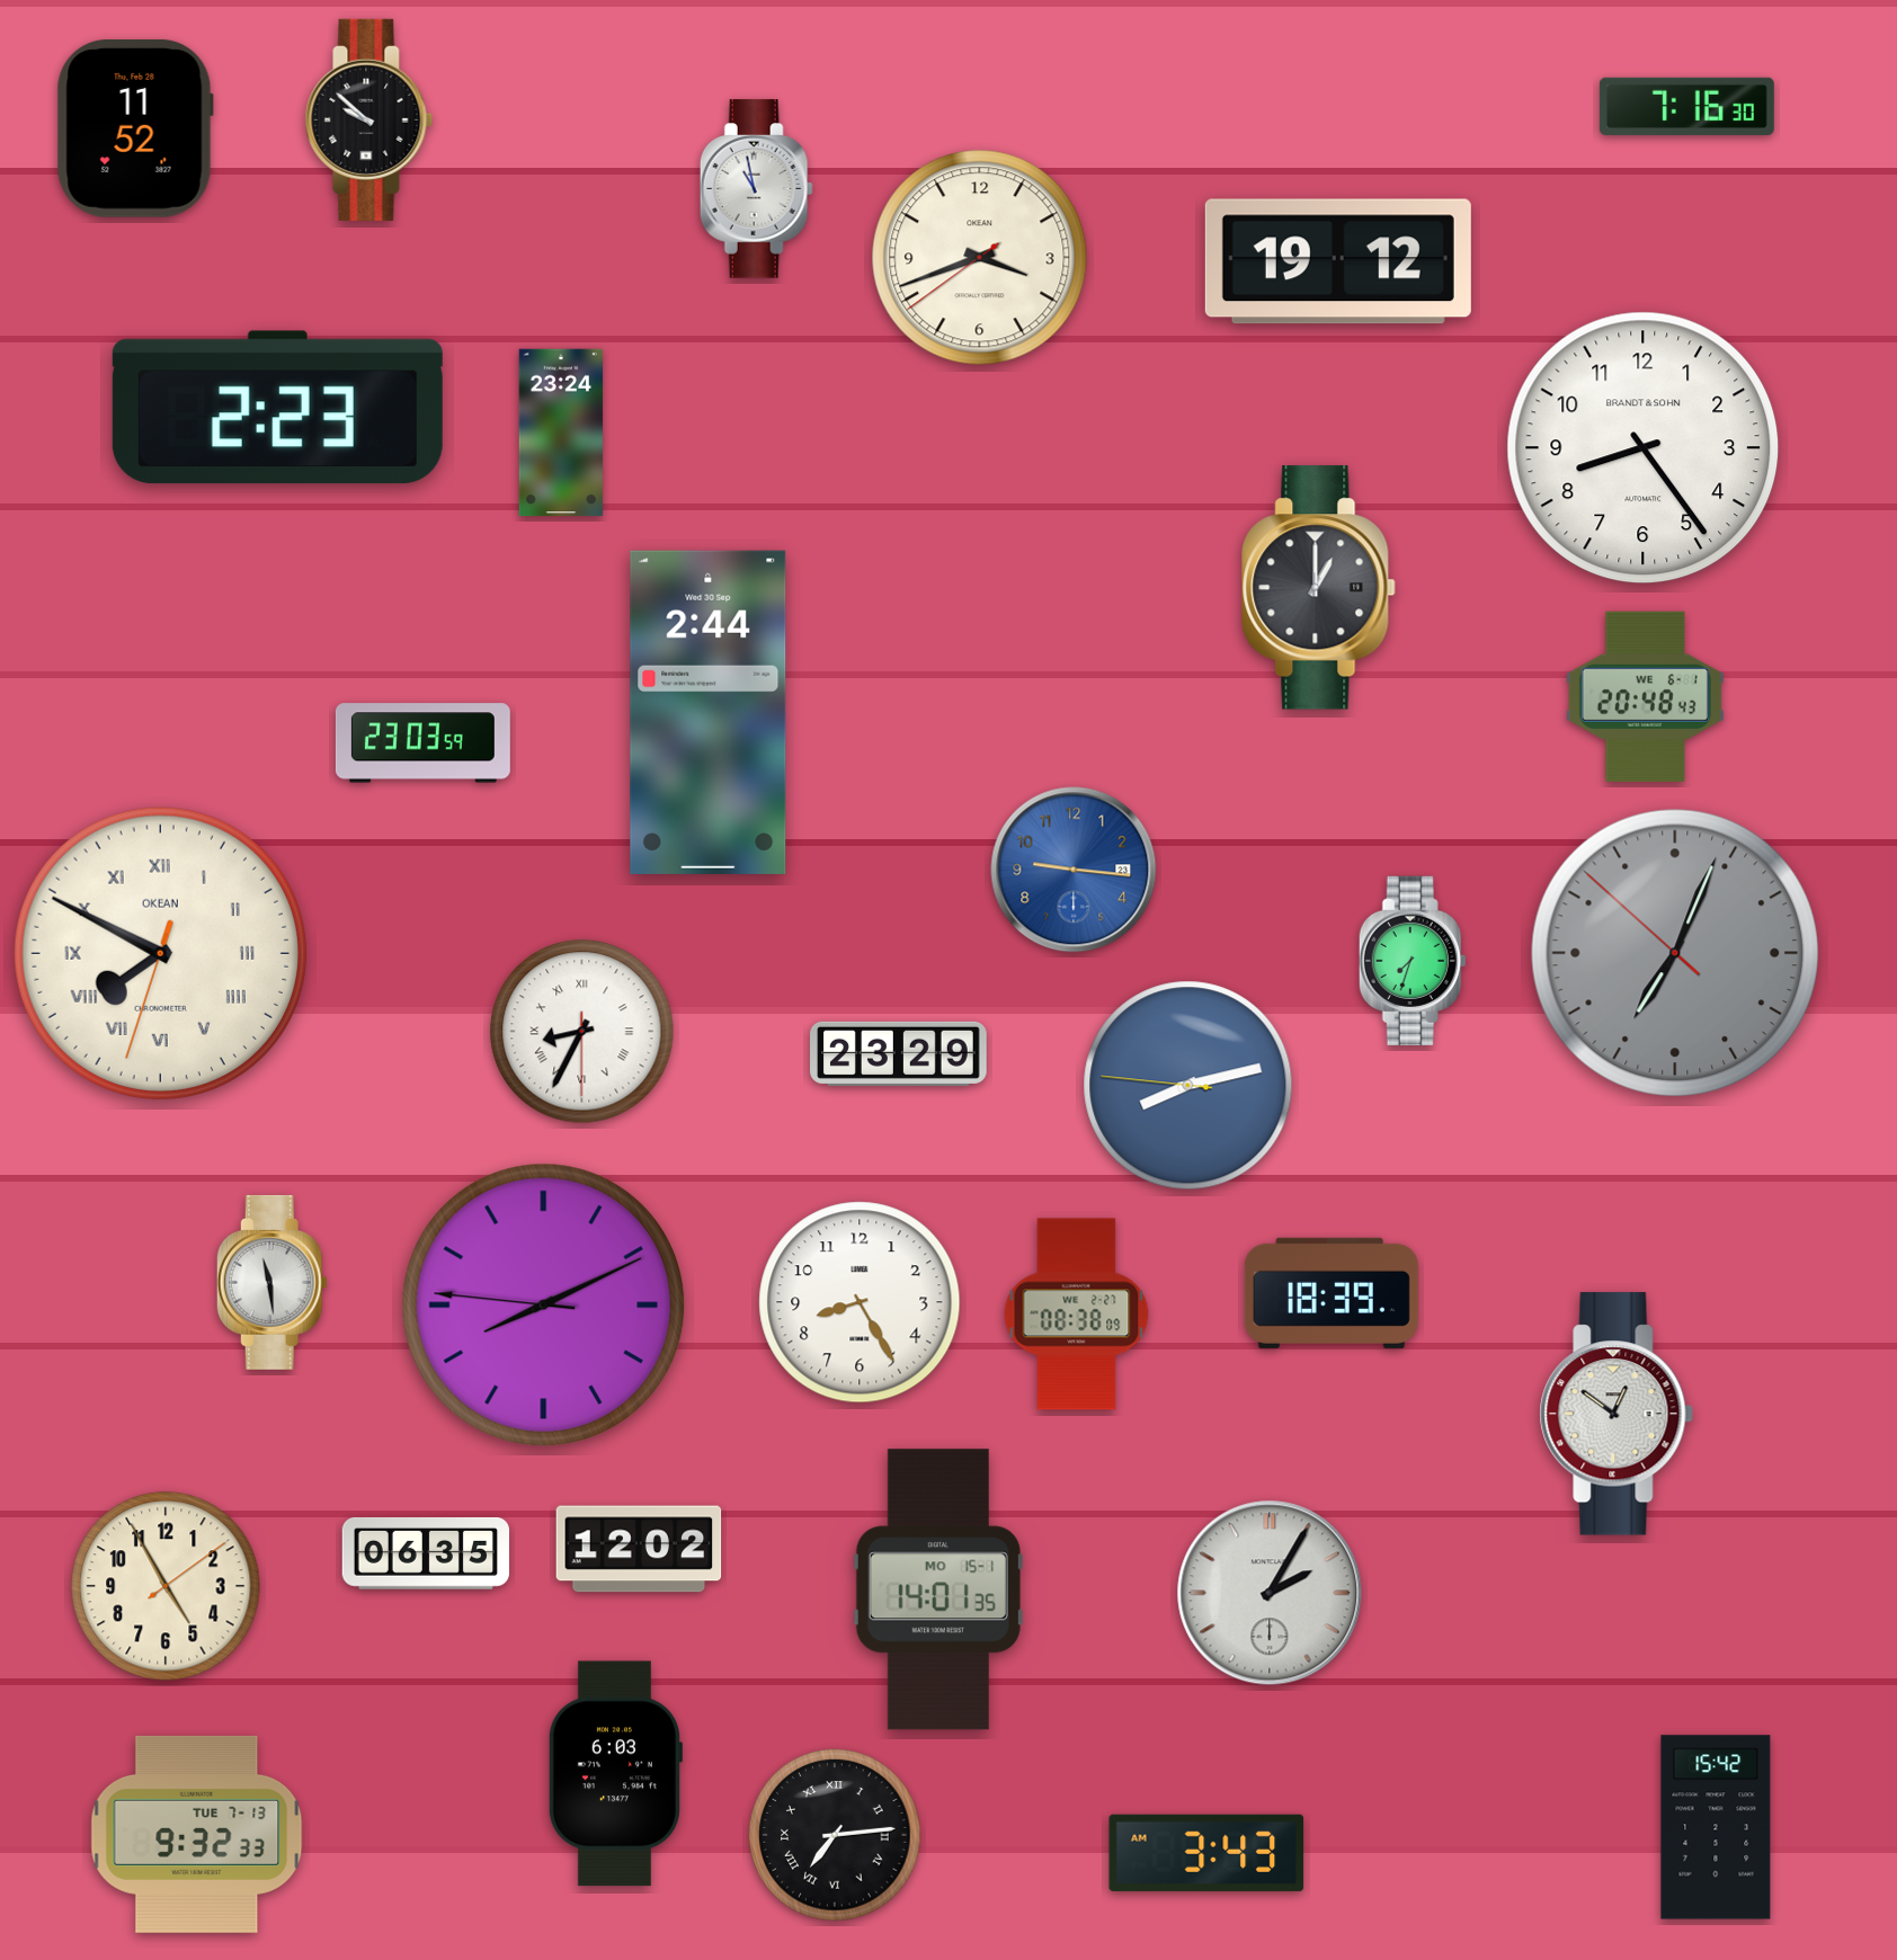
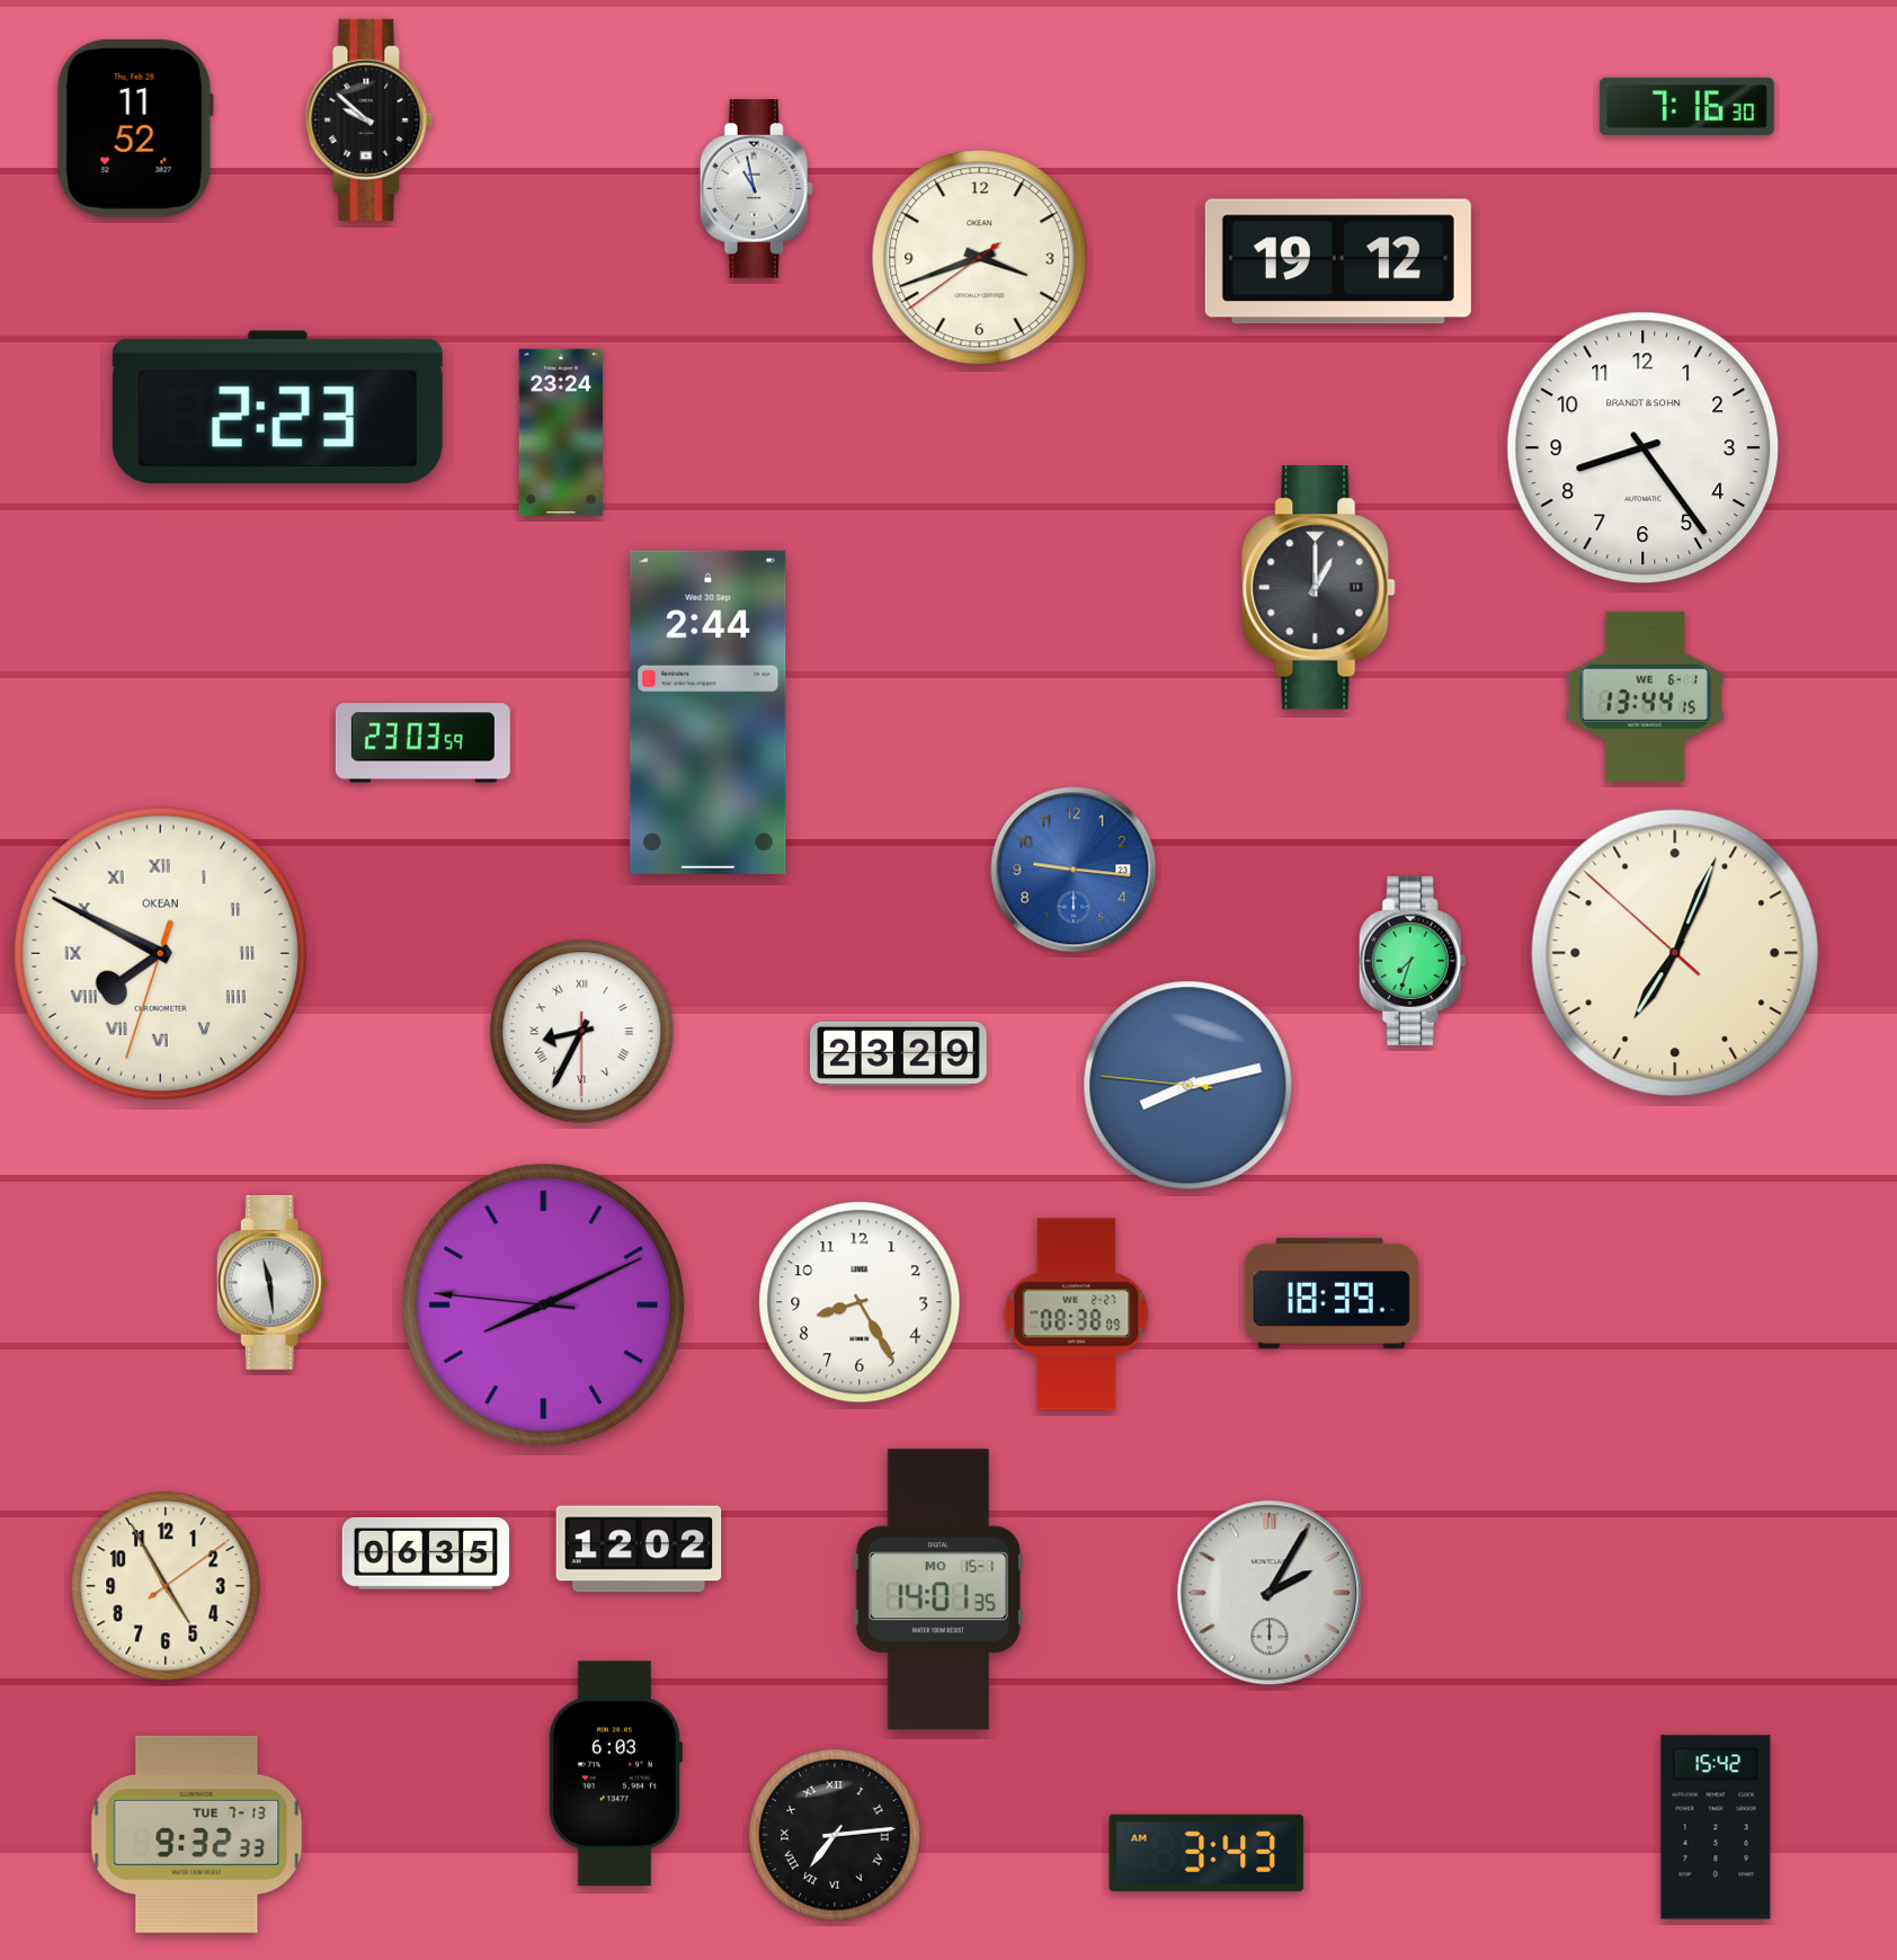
clock at (1645, 696): 20:48 -> 13:44
clock at (1674, 952) dial: grey -> cream
clock at (1617, 1414): 12:51 -> none
